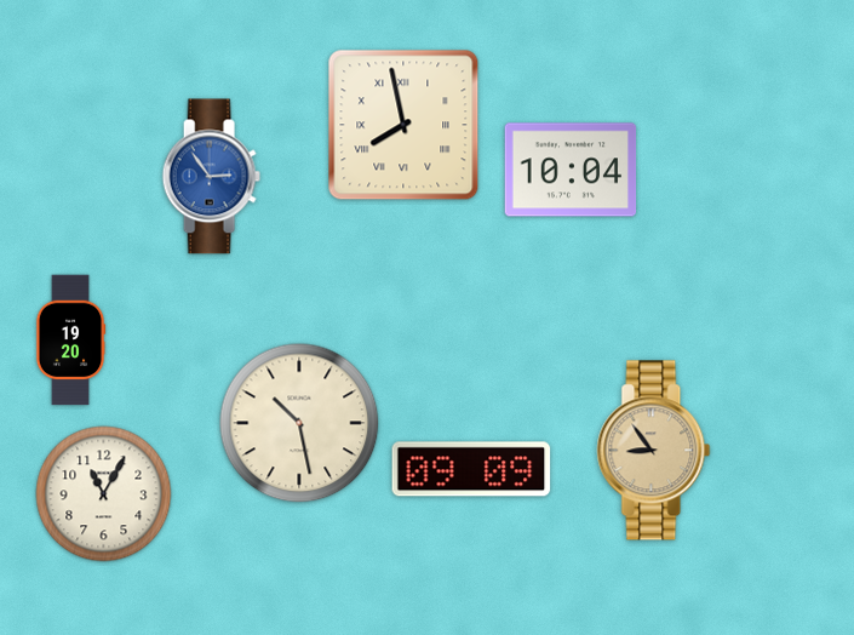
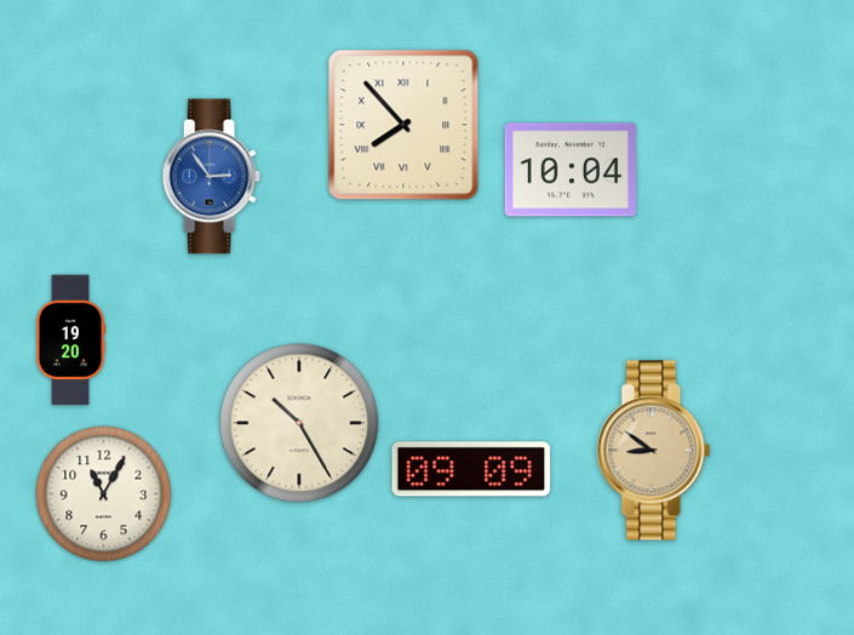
clock at (403, 125): 7:58 -> 7:53
clock at (299, 423): 10:28 -> 10:25
clock at (654, 451): 8:54 -> 8:51
